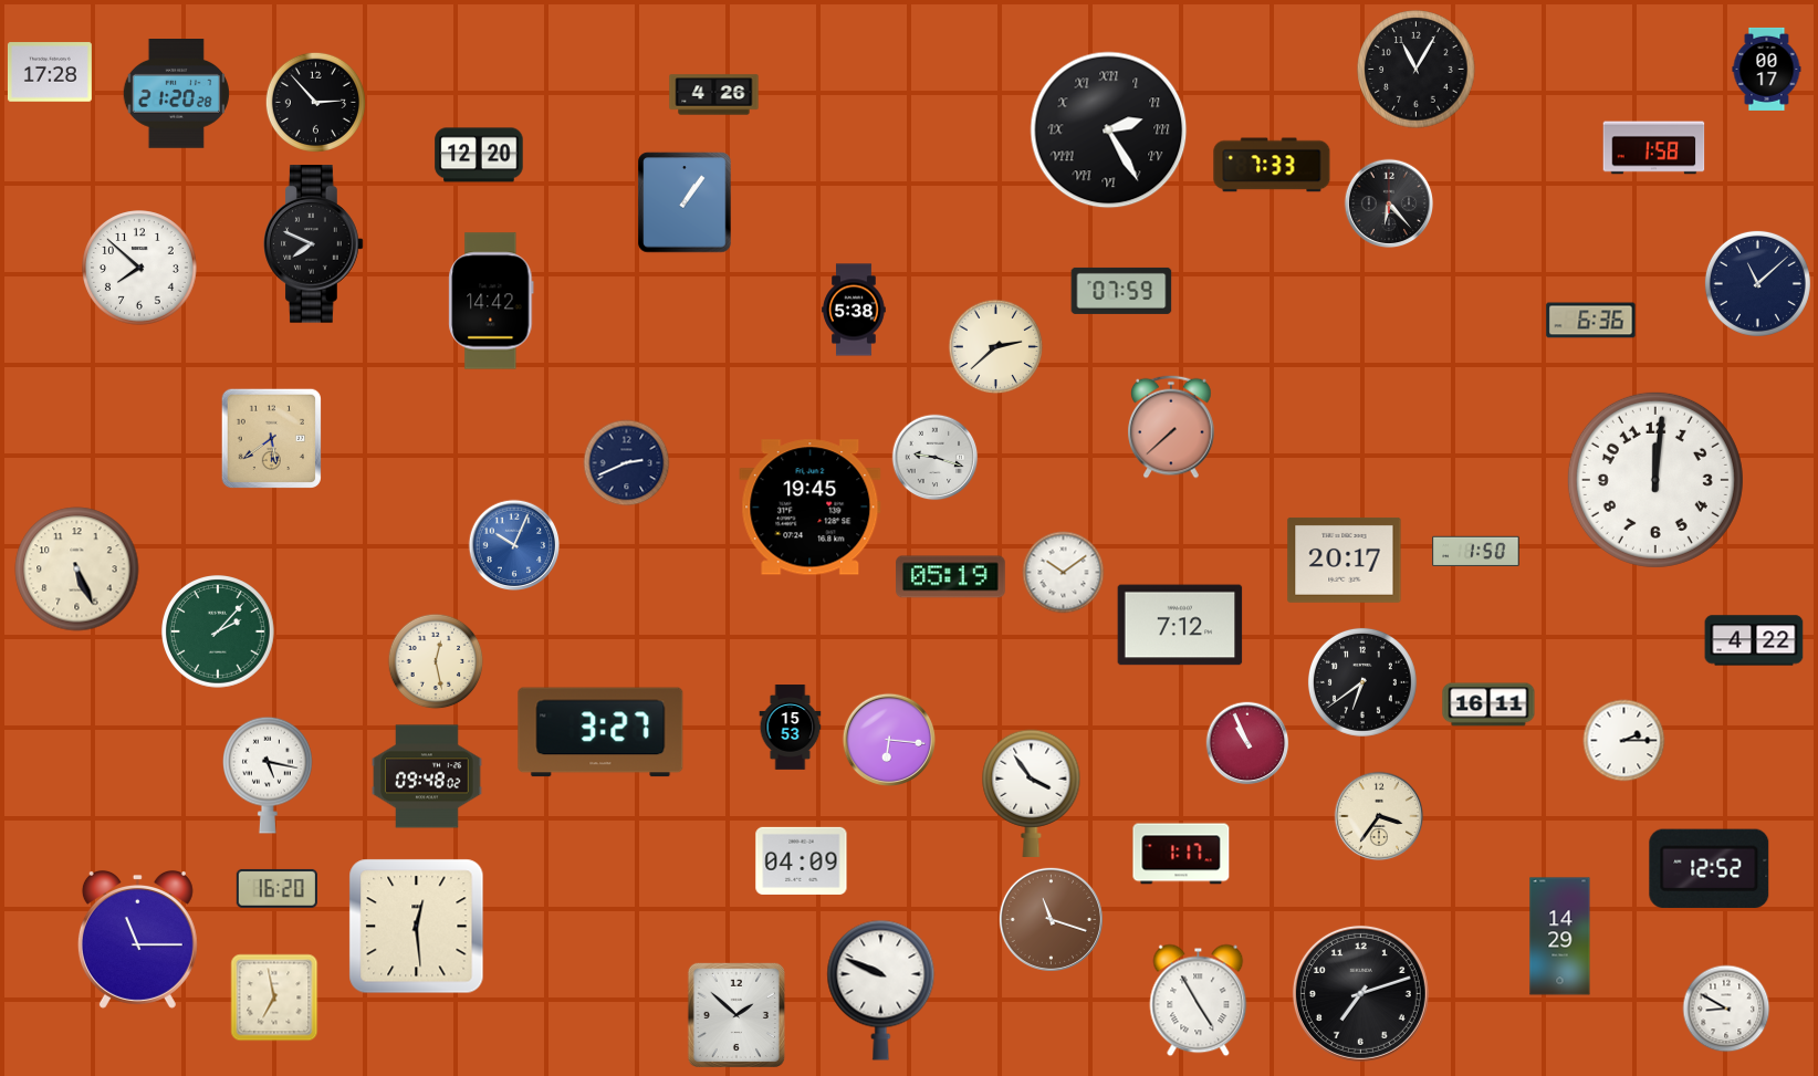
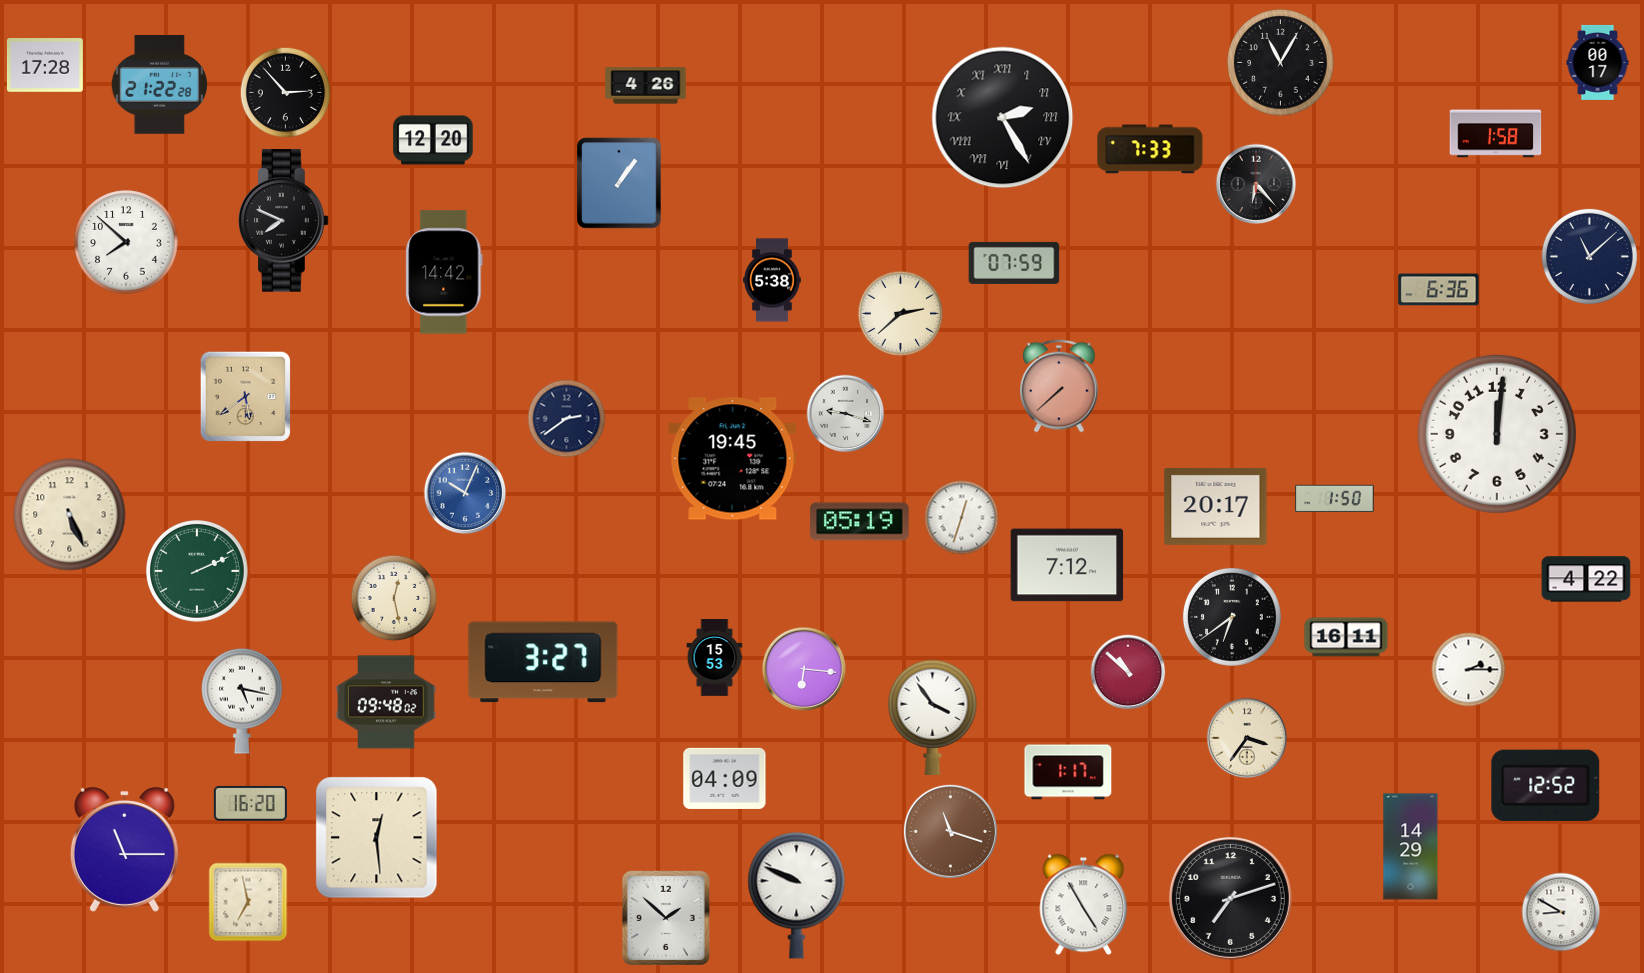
clock at (176, 94): 21:20 -> 21:22
clock at (627, 463): 2:41 -> 2:39
clock at (1064, 573): 10:09 -> 12:33
clock at (219, 633): 2:07 -> 2:11
clock at (1247, 743): 10:56 -> 10:52
